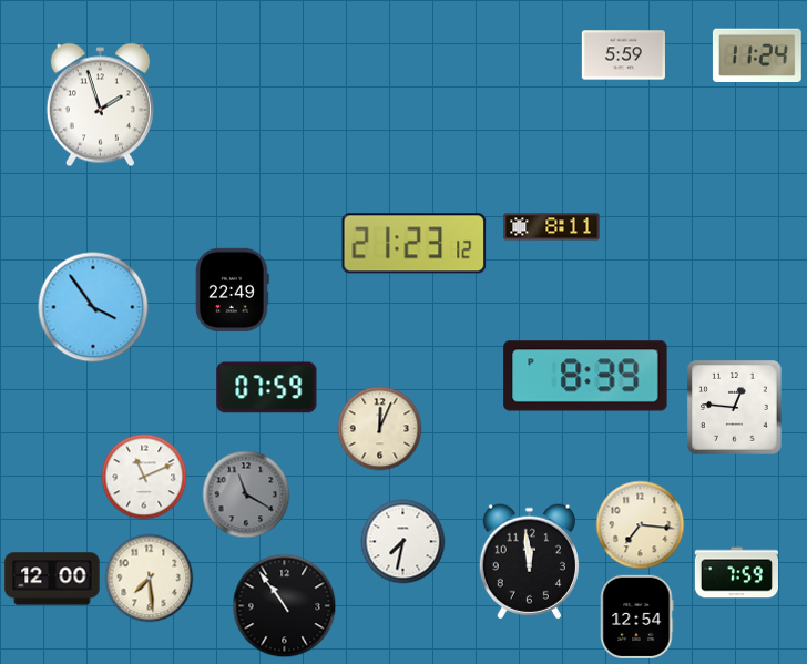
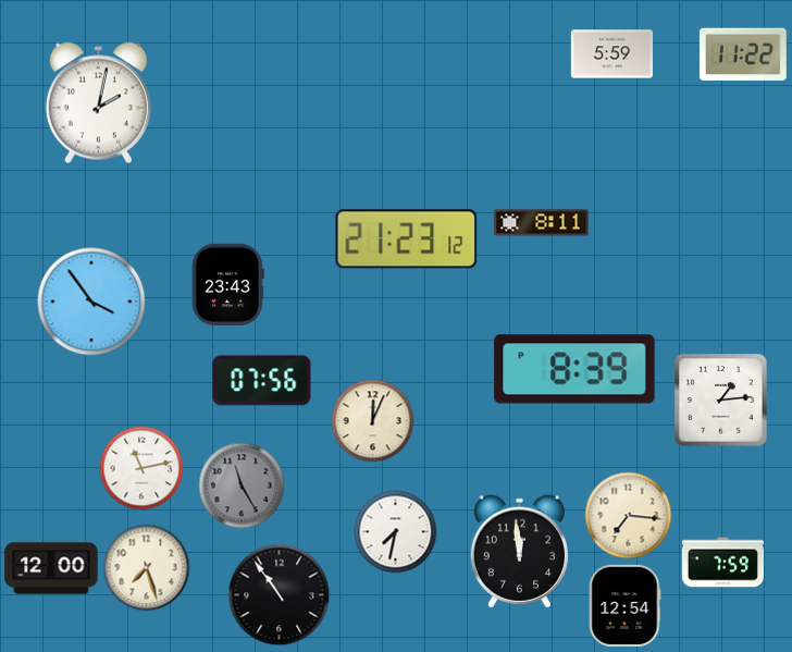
clock at (757, 55): 11:24 -> 11:22
clock at (100, 105): 1:57 -> 2:02
clock at (232, 289): 22:49 -> 23:43
clock at (267, 388): 07:59 -> 07:56
clock at (735, 408): 12:46 -> 1:14
clock at (144, 477): 11:11 -> 11:13
clock at (246, 494): 11:20 -> 11:25
clock at (150, 579): 7:29 -> 7:27
